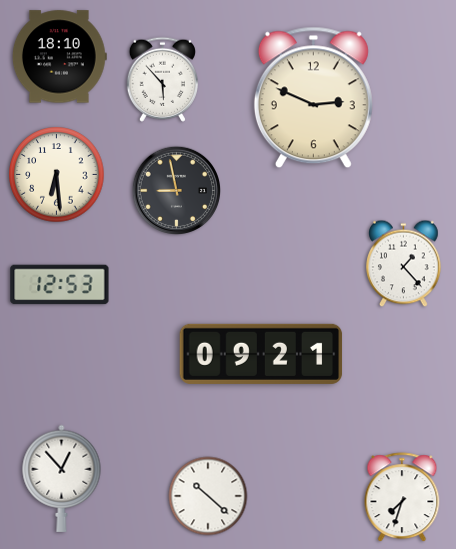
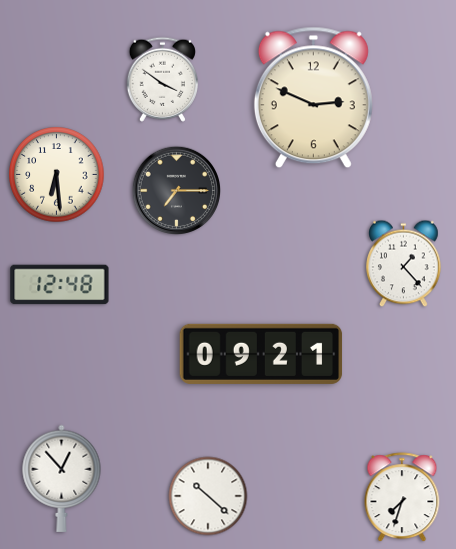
clock at (59, 57): 18:10 -> none
clock at (162, 79): 5:53 -> 3:51
clock at (176, 190): 8:58 -> 7:15
clock at (60, 285): 12:53 -> 12:48
